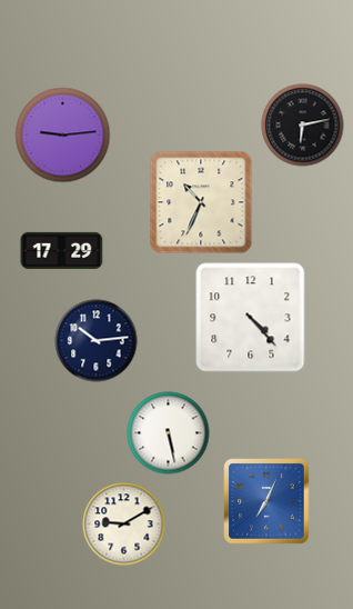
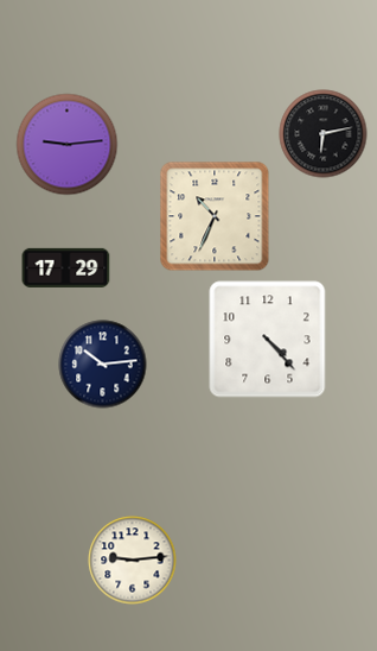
clock at (169, 433): 5:28 -> none
clock at (266, 501): 7:04 -> none
clock at (124, 525): 9:10 -> 9:14
